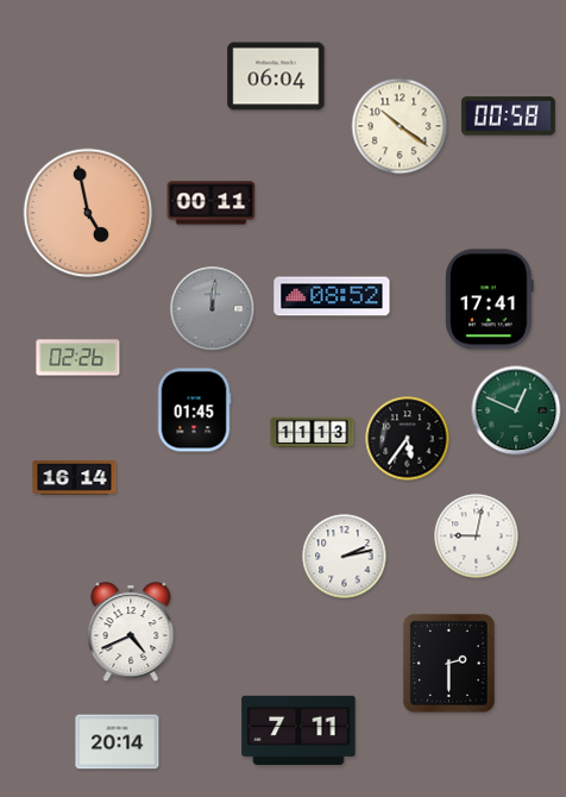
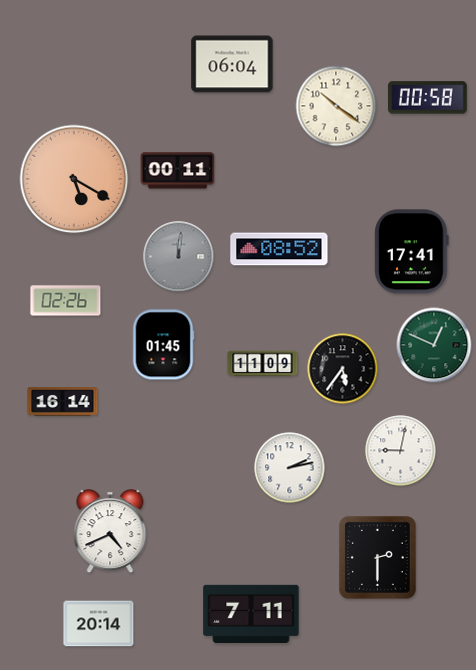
clock at (88, 213): 4:58 -> 5:20
clock at (213, 309) position: (213, 309) -> (179, 257)
clock at (313, 433): 11:13 -> 11:09
